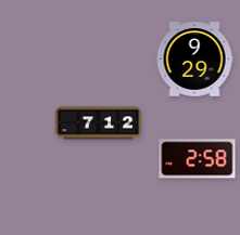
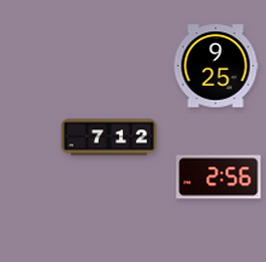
clock at (194, 60): 9:29 -> 9:25
clock at (198, 159): 2:58 -> 2:56
